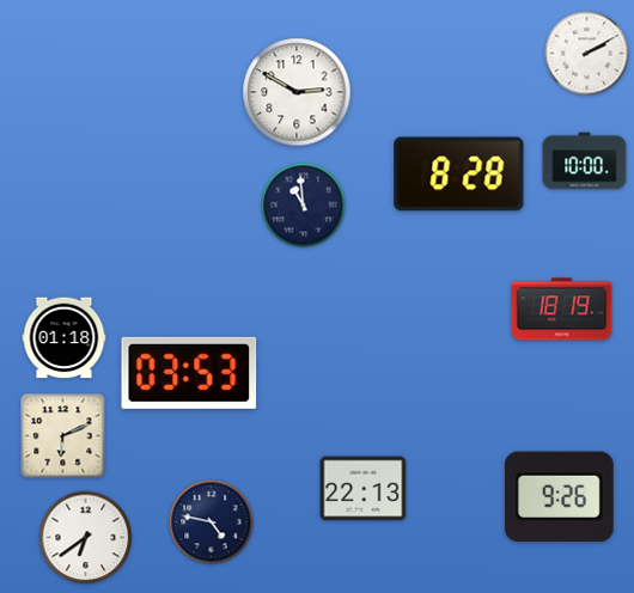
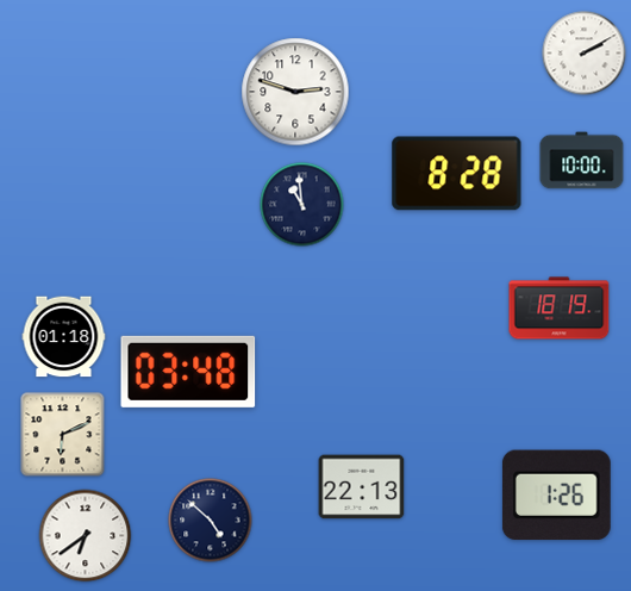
clock at (297, 92): 2:50 -> 2:48
clock at (189, 373): 03:53 -> 03:48
clock at (559, 497): 9:26 -> 1:26
clock at (212, 522): 4:47 -> 4:52
